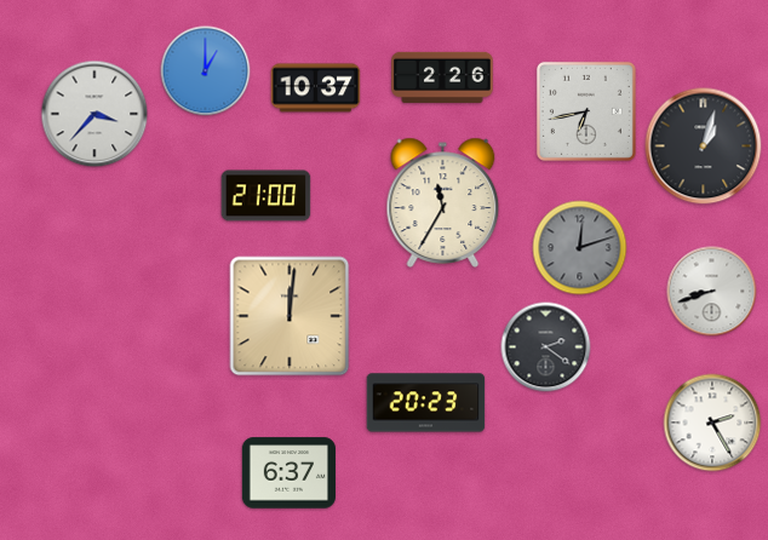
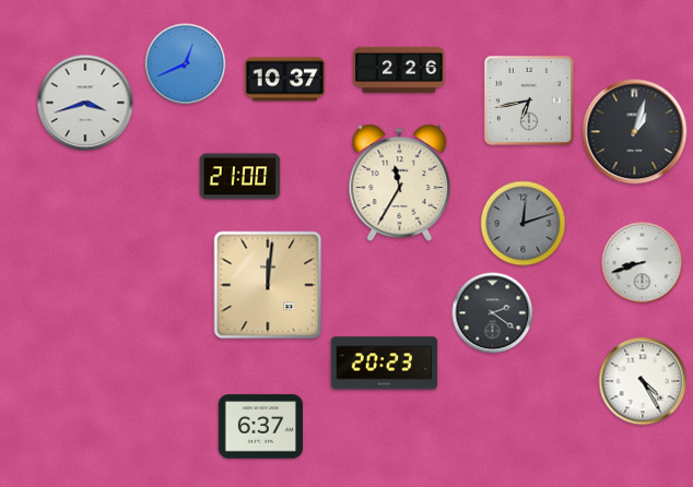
clock at (206, 71): 1:00 -> 12:41
clock at (94, 114): 3:37 -> 3:42
clock at (290, 316) position: (290, 316) -> (268, 285)
clock at (712, 423): 2:25 -> 4:25
